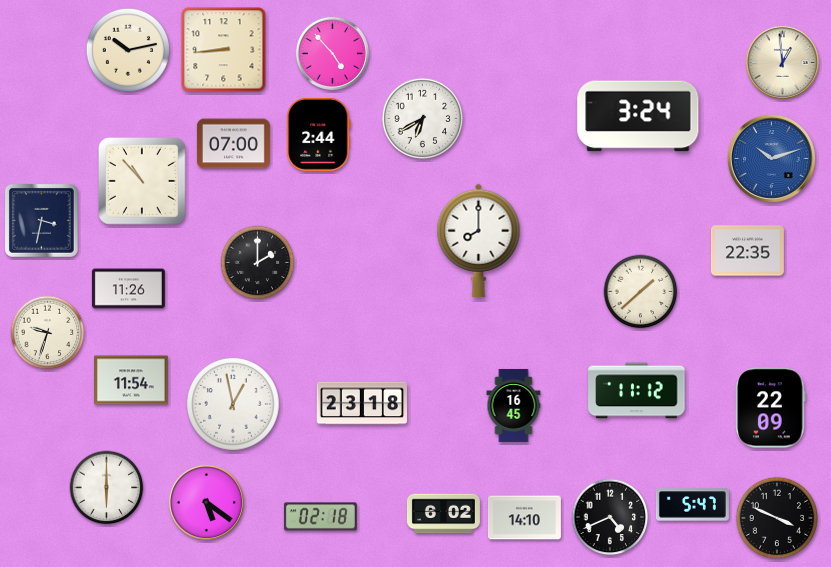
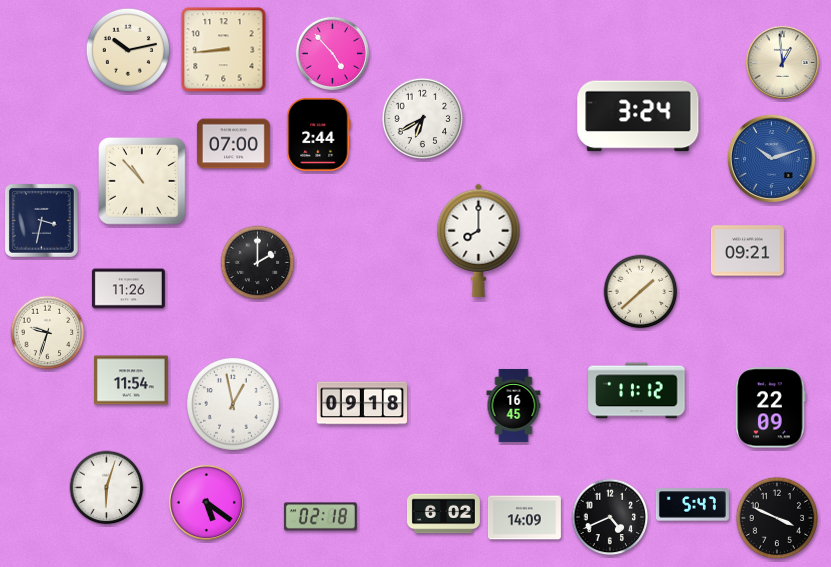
clock at (747, 251): 22:35 -> 09:21
clock at (362, 403): 23:18 -> 09:18
clock at (107, 488): 6:00 -> 6:03
clock at (524, 518): 14:10 -> 14:09
